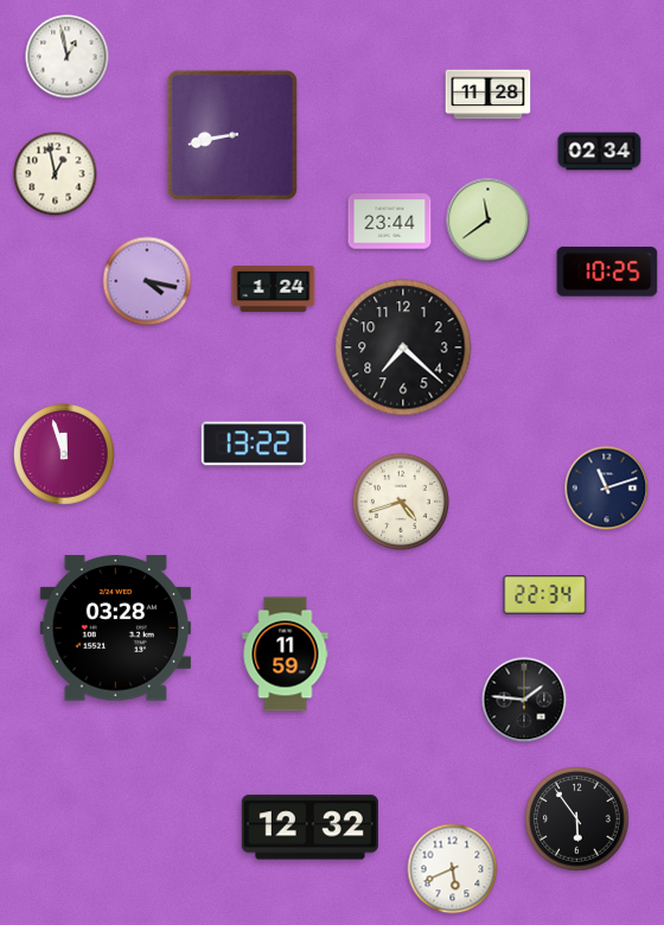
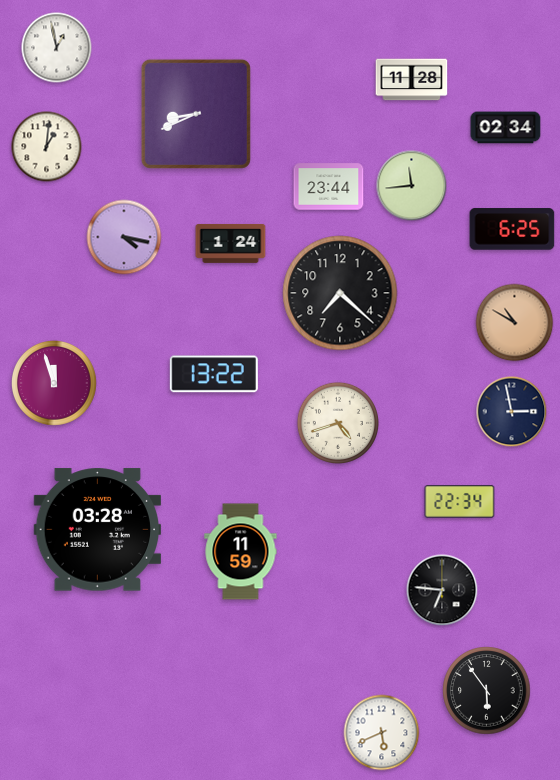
clock at (232, 135): 8:43 -> 8:41
clock at (56, 174): 12:58 -> 1:01
clock at (489, 221): 11:39 -> 11:44
clock at (607, 272): 10:25 -> 6:25
clock at (515, 323): none -> 10:50
clock at (607, 489): 11:12 -> 2:58
clock at (524, 700): 1:46 -> 6:46
clock at (309, 828): 12:32 -> none
